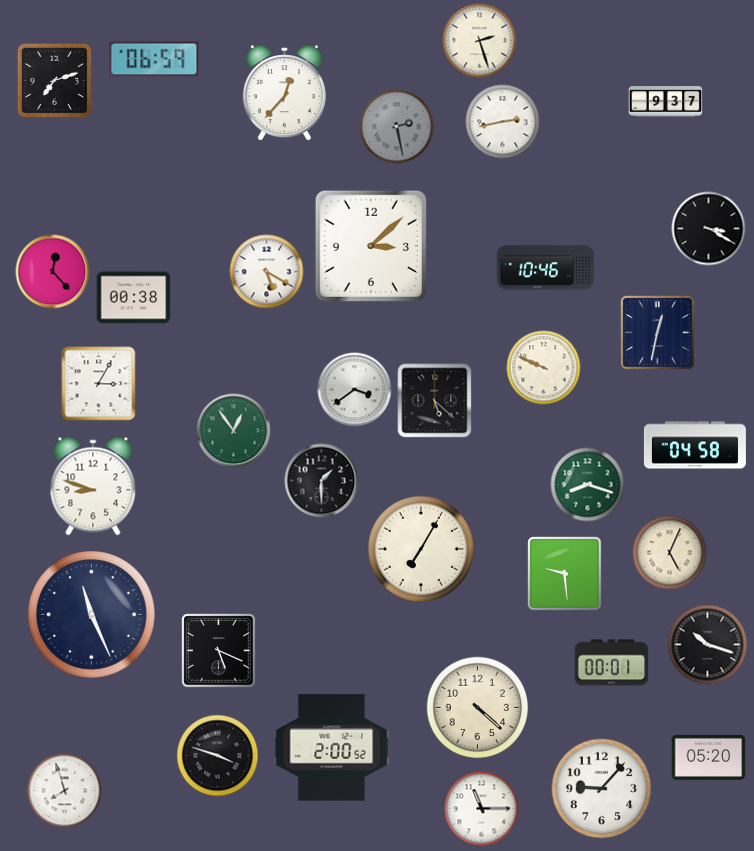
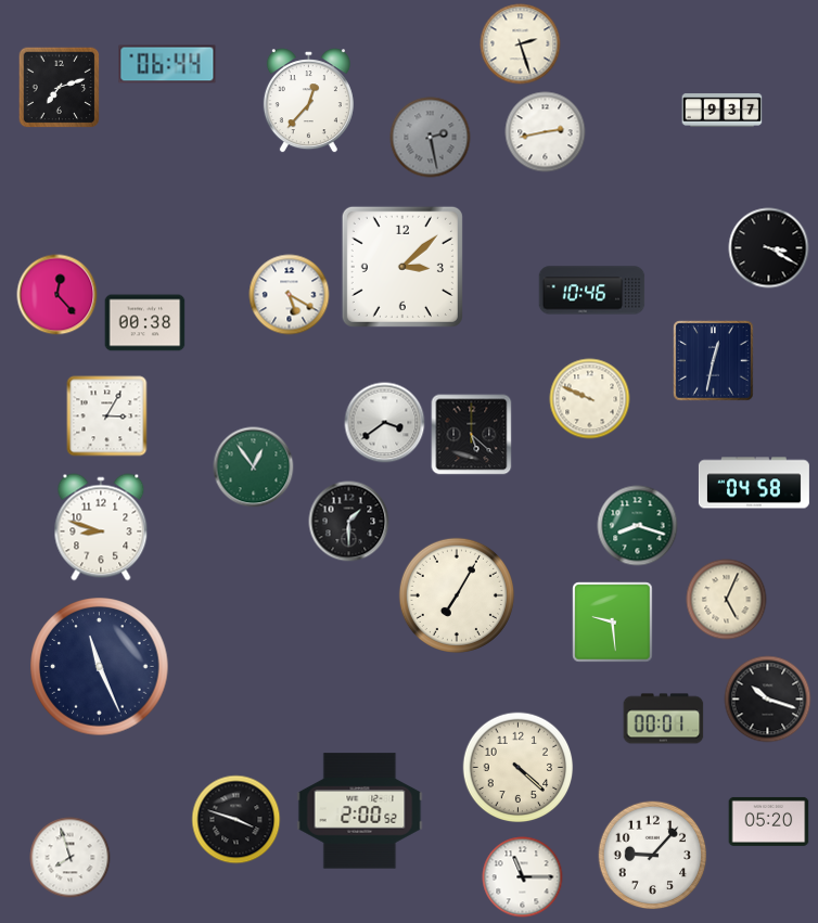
clock at (154, 59): 06:59 -> 06:44
clock at (219, 651): 5:19 -> none
